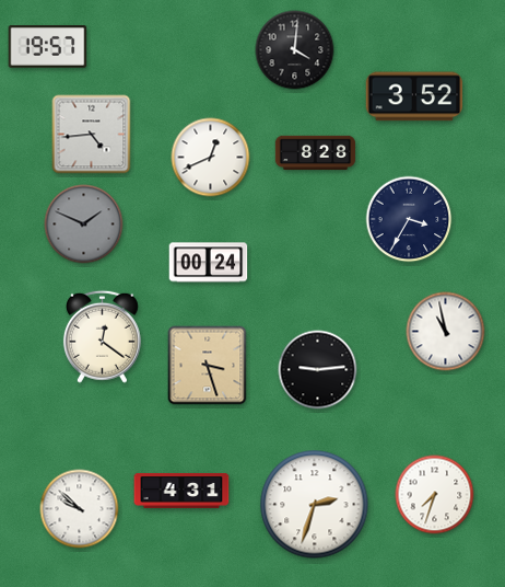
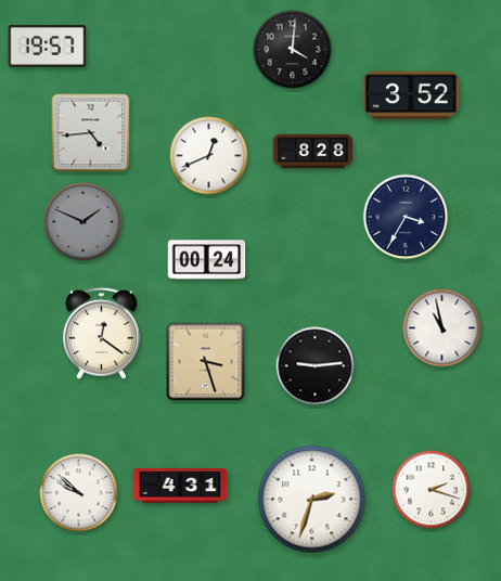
clock at (435, 495): 7:33 -> 2:18
clock at (80, 509) position: (80, 509) -> (79, 493)
